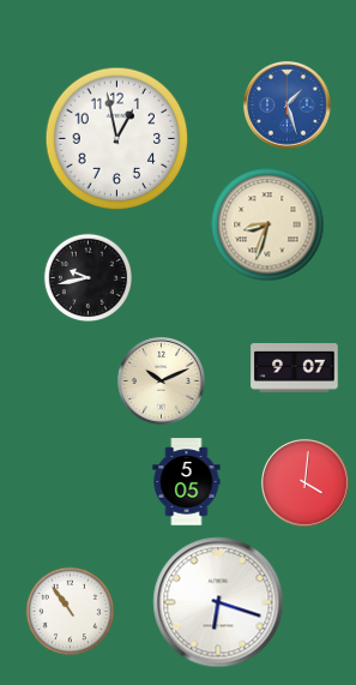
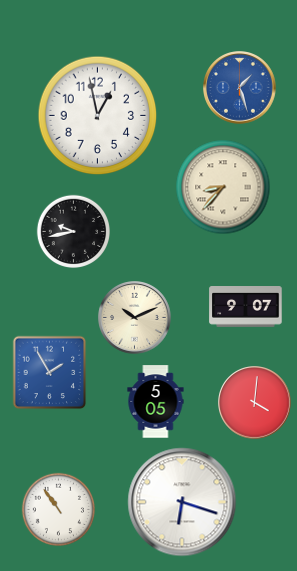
clock at (267, 224): 8:33 -> 8:37
clock at (50, 373): none -> 1:55
